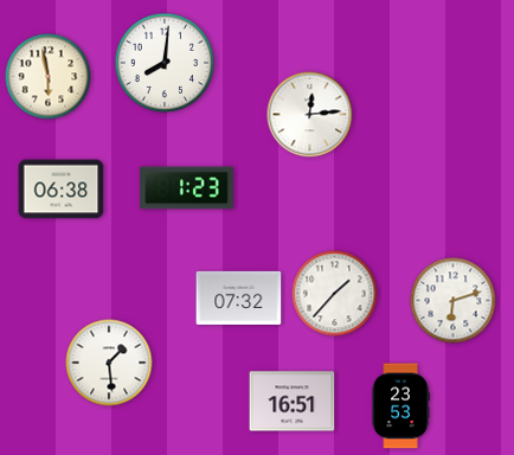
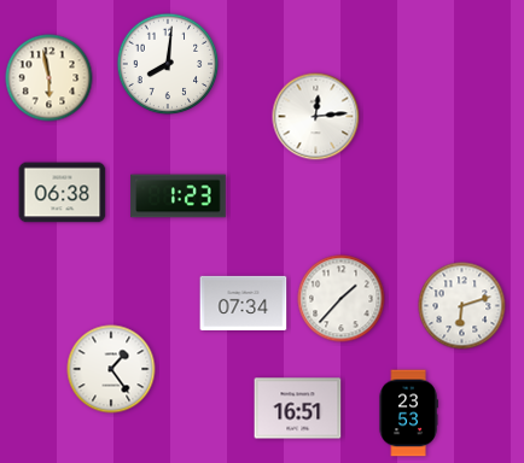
clock at (187, 188) position: (187, 188) -> (179, 197)
clock at (239, 297): 07:32 -> 07:34
clock at (109, 363): 1:29 -> 1:24
